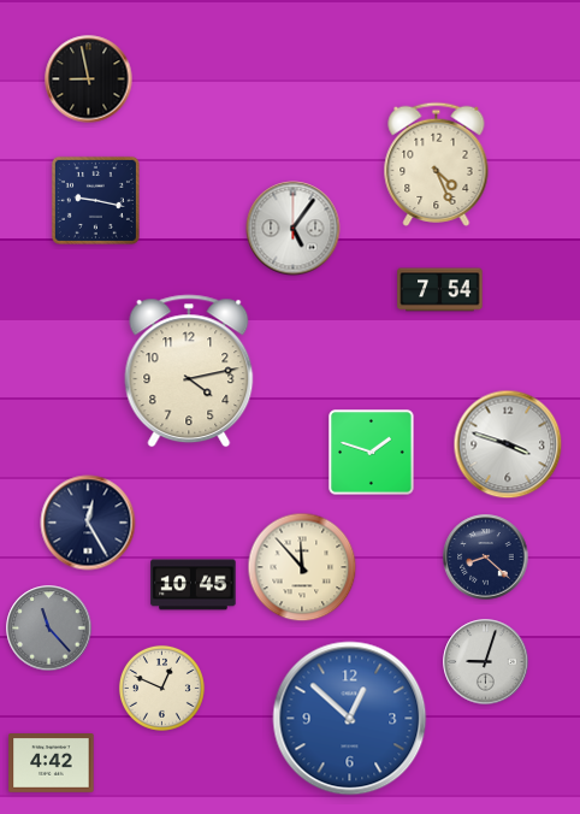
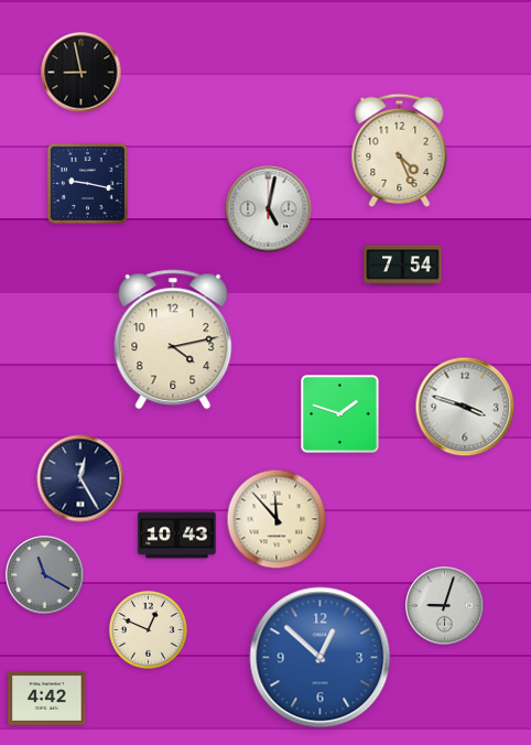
clock at (294, 229): 5:06 -> 5:02
clock at (486, 558): 8:22 -> none
clock at (194, 585): 10:45 -> 10:43
clock at (49, 629): 11:23 -> 11:20
